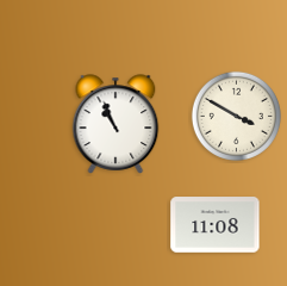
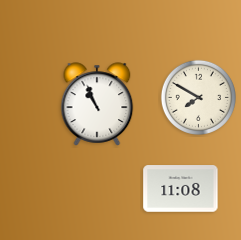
clock at (236, 116): 3:50 -> 7:50
